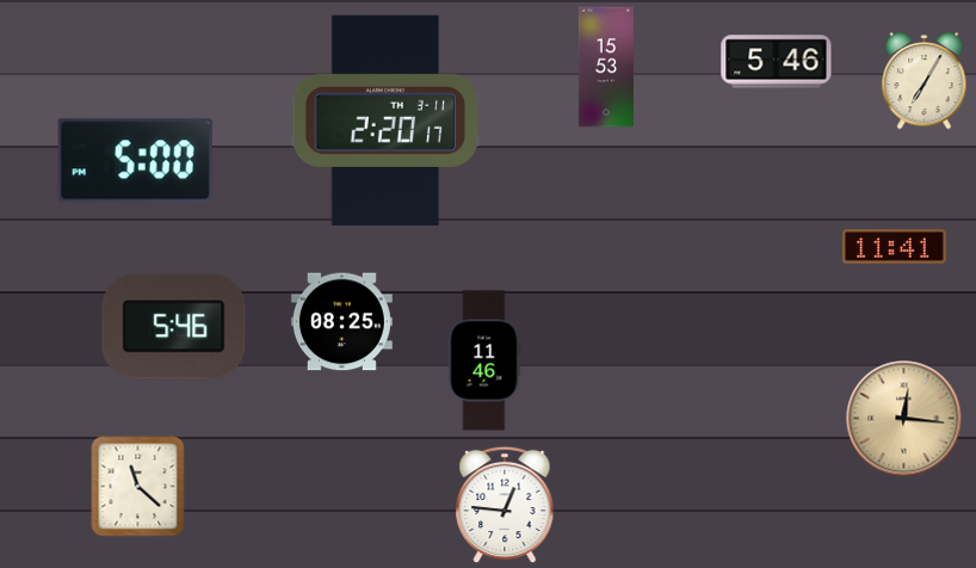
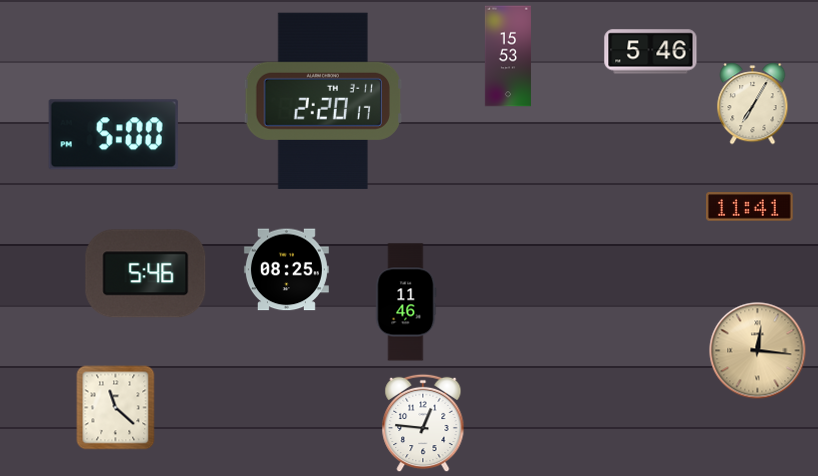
clock at (925, 81) position: (925, 81) -> (753, 104)
